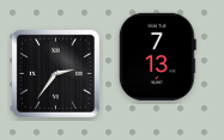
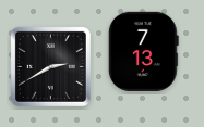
clock at (55, 73): 2:36 -> 2:40
